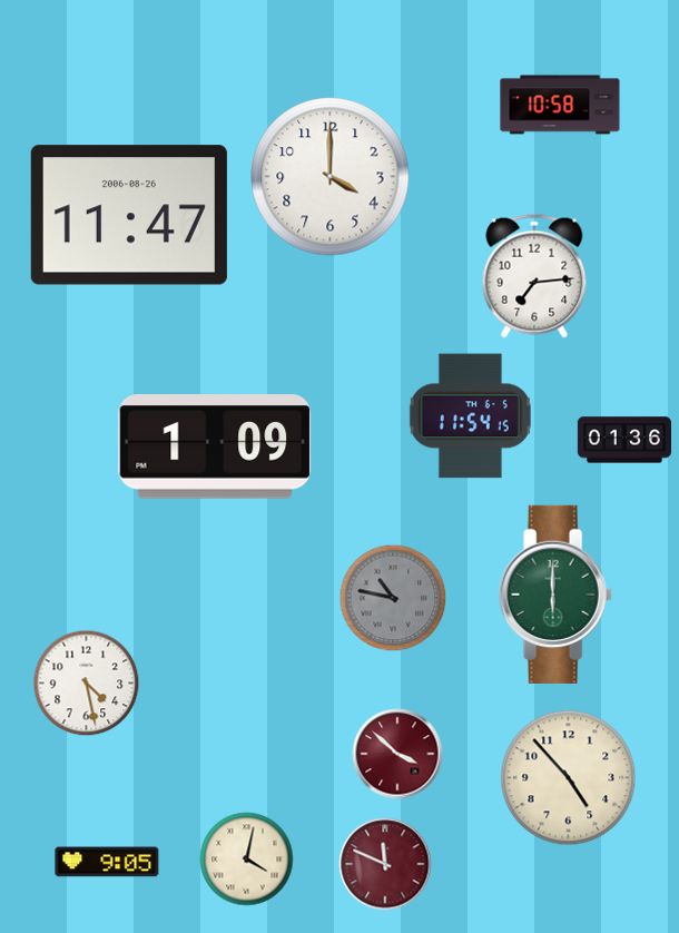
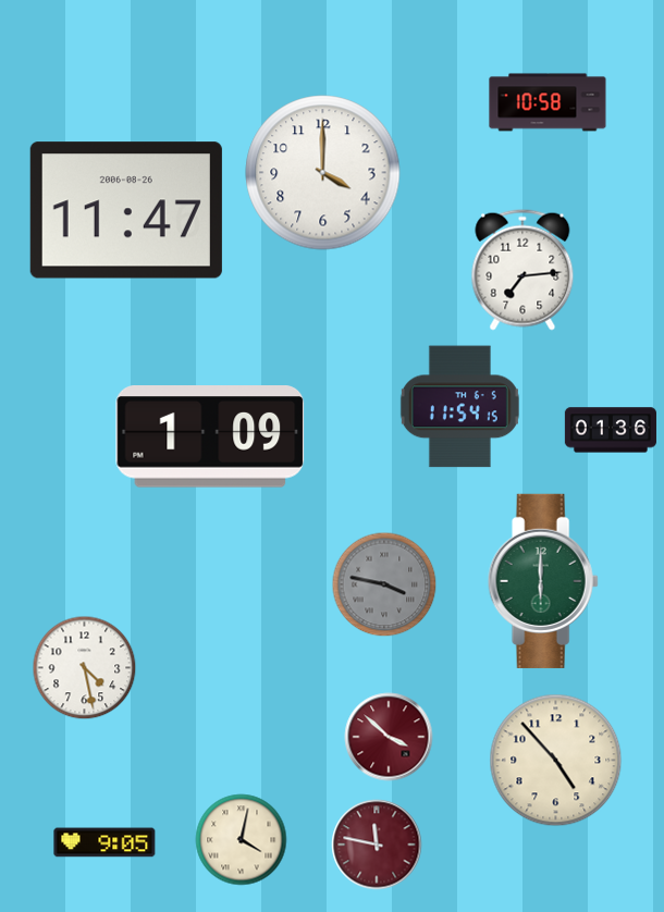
clock at (393, 598): 10:47 -> 3:47
clock at (385, 864): 11:49 -> 11:47
